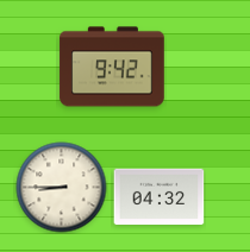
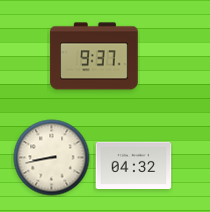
clock at (112, 67): 9:42 -> 9:37
clock at (62, 188): 8:45 -> 8:43
